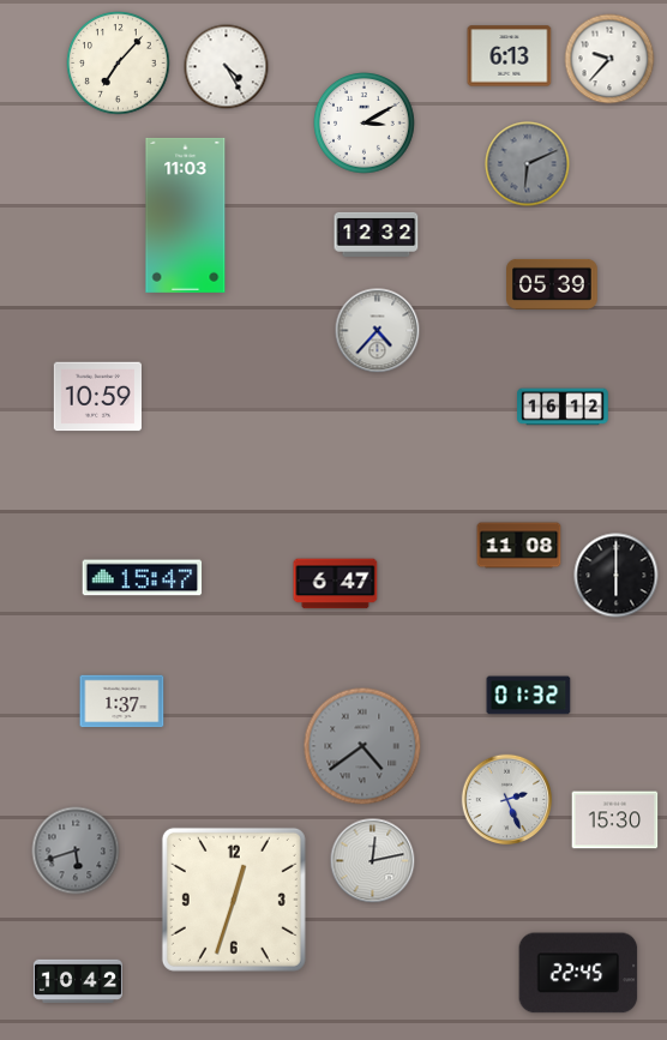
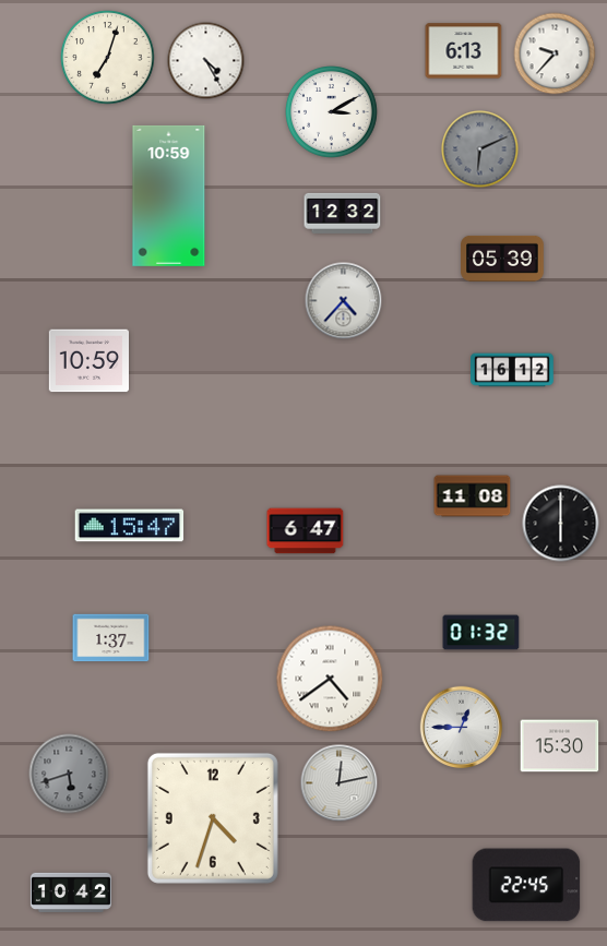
clock at (119, 64): 7:07 -> 7:03
clock at (186, 215): 11:03 -> 10:59
clock at (362, 746) dial: grey -> white
clock at (507, 800): 2:26 -> 12:45
clock at (234, 900): 12:33 -> 4:33
